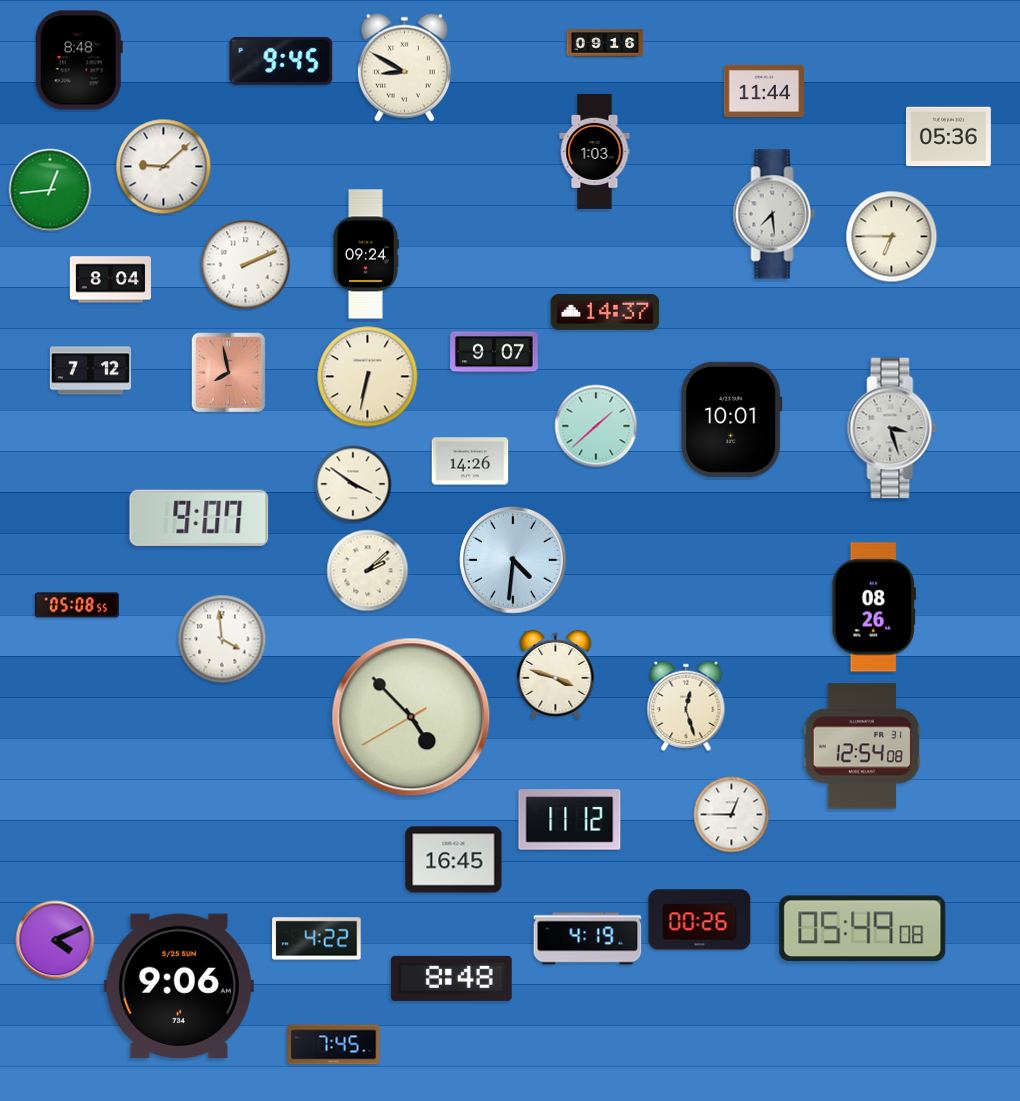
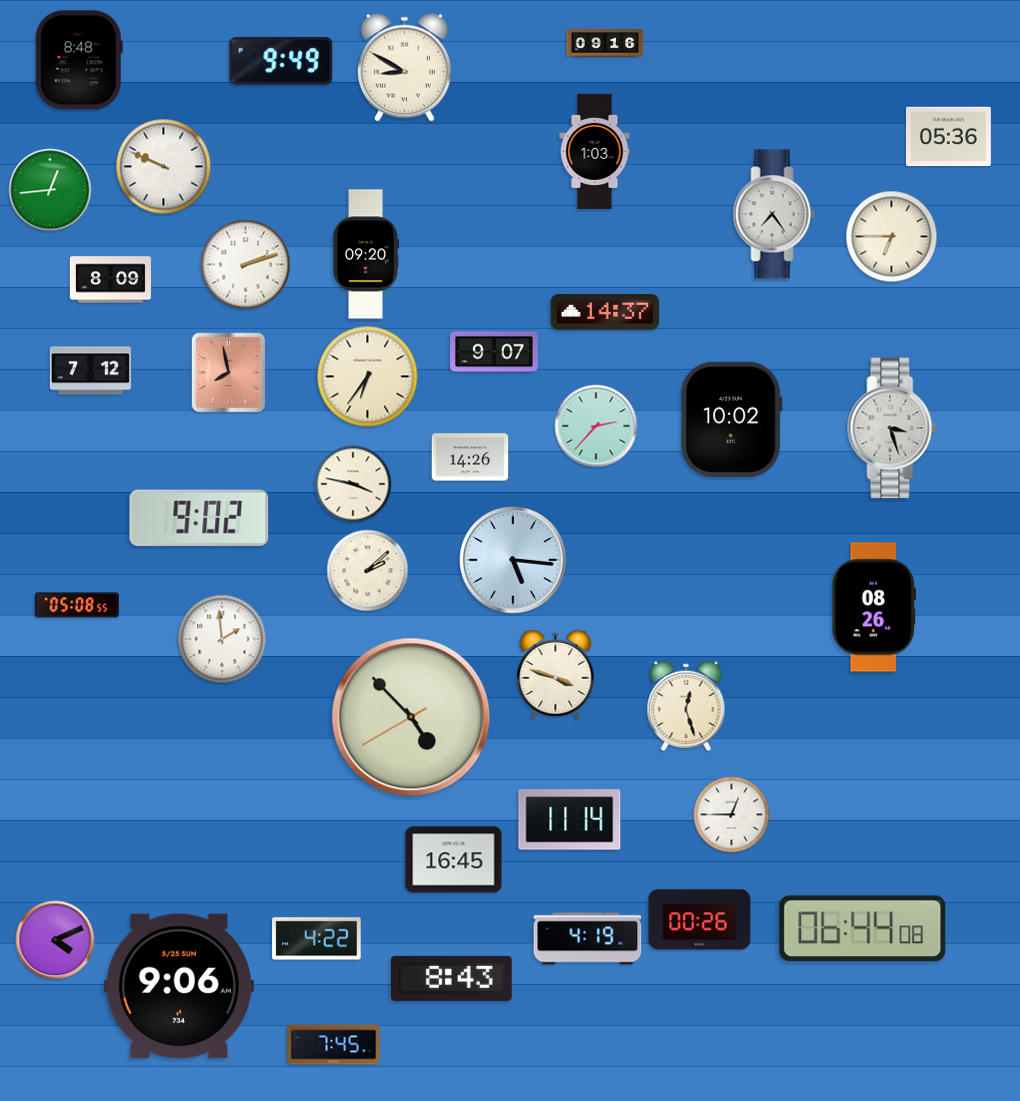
clock at (281, 61): 9:45 -> 9:49
clock at (763, 91): 11:44 -> none
clock at (164, 167): 9:08 -> 9:49
clock at (774, 214): 7:29 -> 7:24
clock at (366, 254): 09:24 -> 09:20
clock at (246, 265): 2:11 -> 2:12
clock at (110, 280): 8:04 -> 8:09
clock at (368, 377): 6:32 -> 6:36
clock at (731, 419): 10:01 -> 10:02
clock at (596, 426): 1:38 -> 2:37
clock at (470, 461) position: (470, 461) -> (470, 457)
clock at (353, 484): 3:51 -> 3:47
clock at (199, 518): 9:07 -> 9:02
clock at (513, 560): 4:31 -> 5:16
clock at (222, 639): 3:59 -> 1:59
clock at (862, 746): 12:54 -> none
clock at (570, 820): 11:12 -> 11:14
clock at (863, 929): 05:49 -> 06:44
clock at (452, 978): 8:48 -> 8:43
